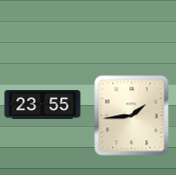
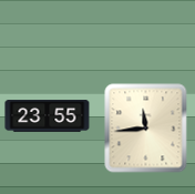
clock at (132, 116): 1:44 -> 11:44
